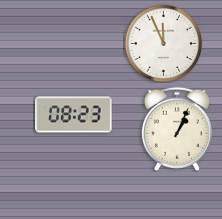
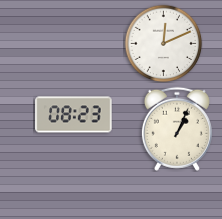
clock at (163, 43): 11:56 -> 12:11
